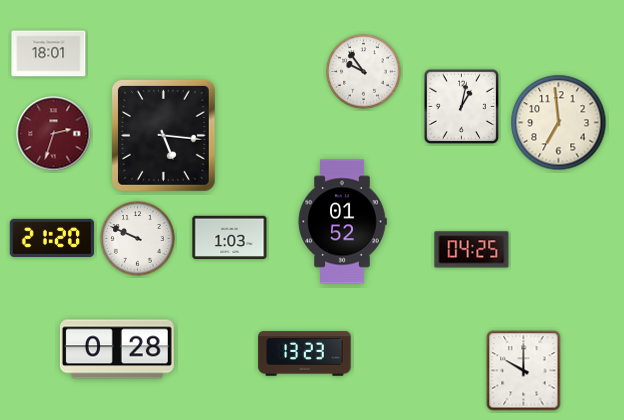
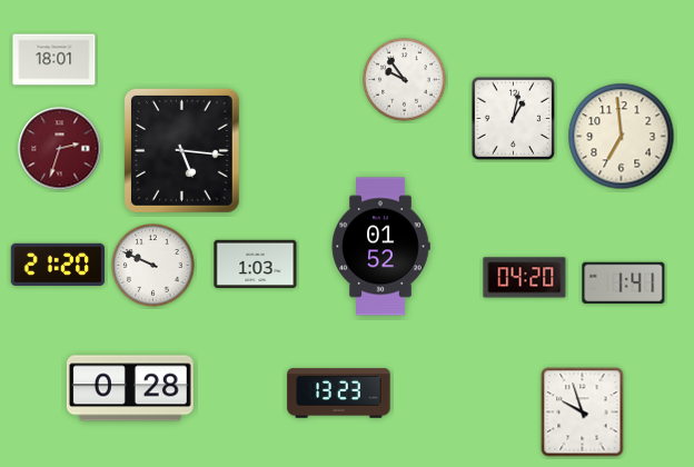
clock at (472, 250): 04:25 -> 04:20
clock at (624, 284): none -> 1:41
clock at (524, 371): 10:00 -> 9:57
